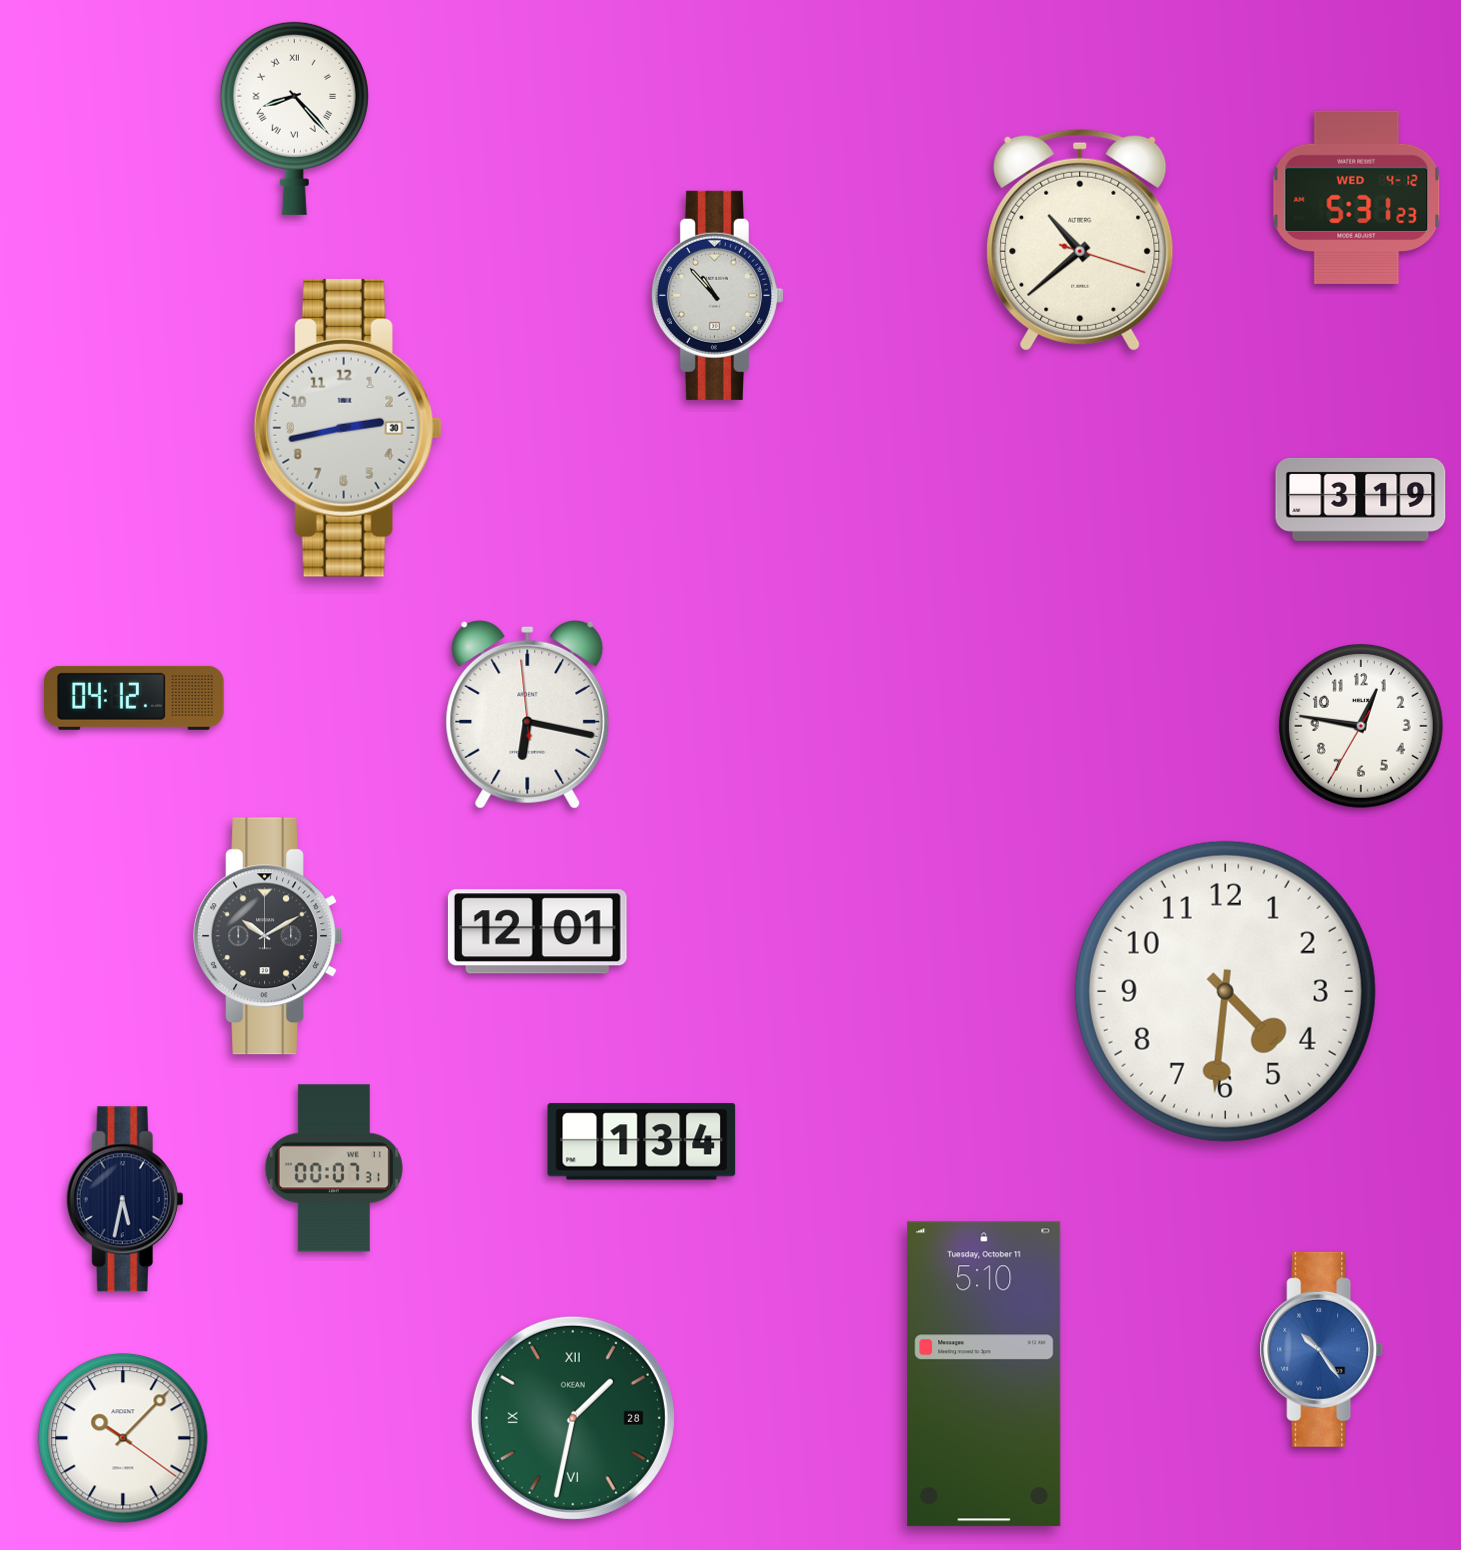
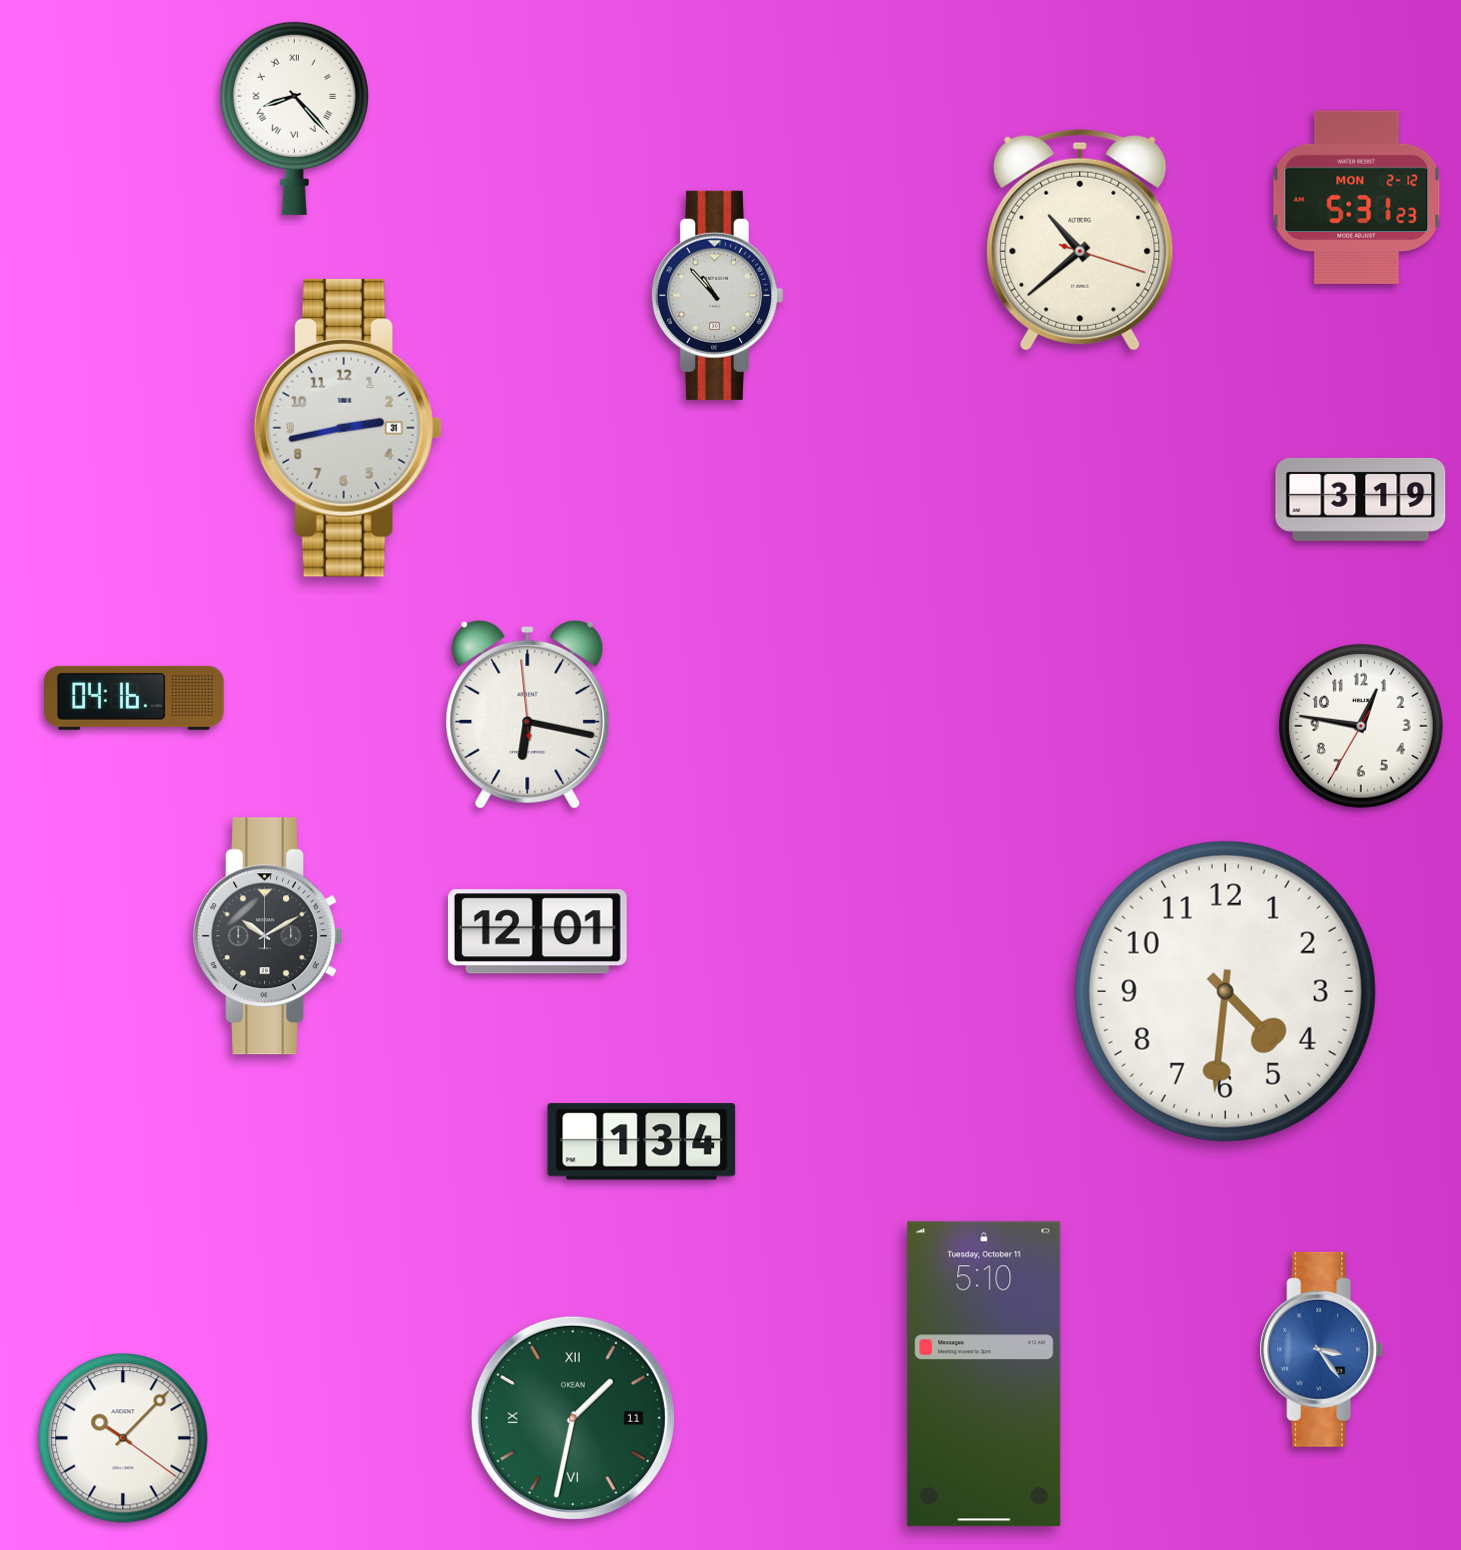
clock at (1357, 197) date: WED 4-12 -> MON 2-12
clock at (348, 428) date: 30 -> 31
clock at (135, 698): 04:12 -> 04:16
clock at (334, 1168): 00:07 -> none
clock at (125, 1199): 5:32 -> none
clock at (1322, 1349): 10:24 -> 3:24
clock at (573, 1418) date: 28 -> 11
